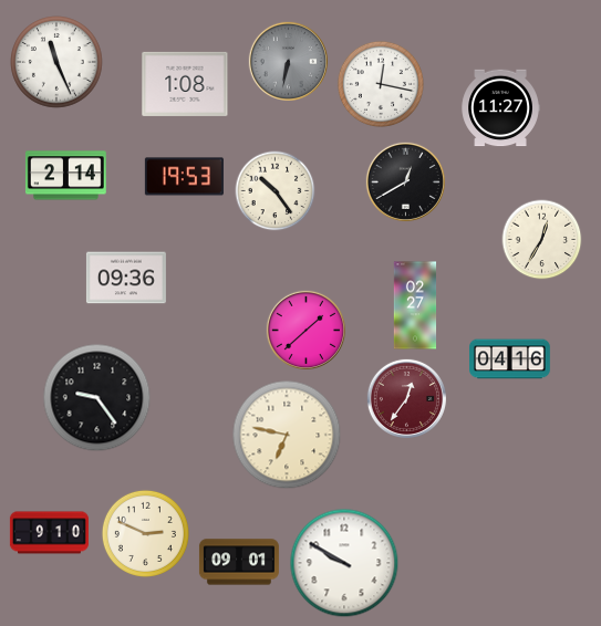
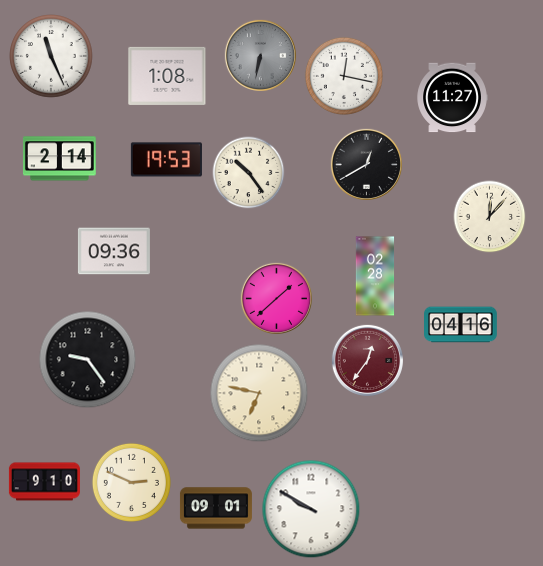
clock at (542, 240): 12:35 -> 12:07
clock at (415, 305): 02:27 -> 02:28
